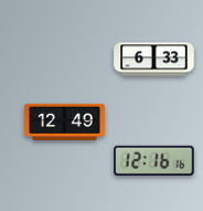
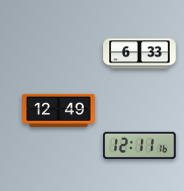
clock at (154, 160): 12:16 -> 12:11
